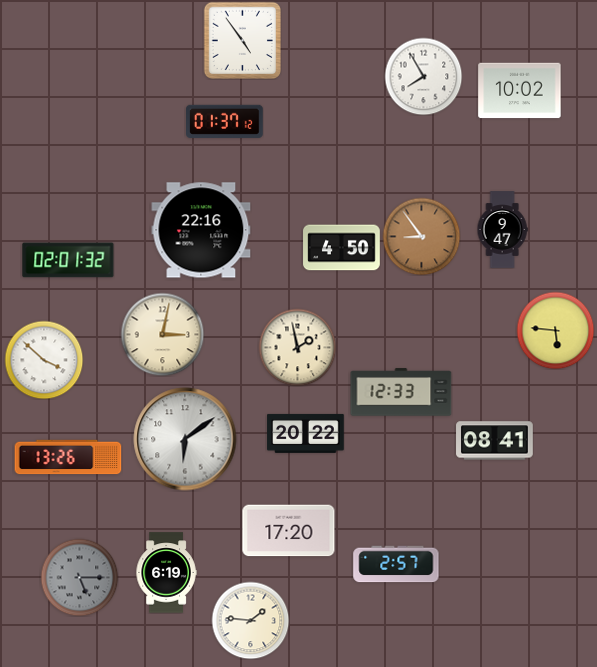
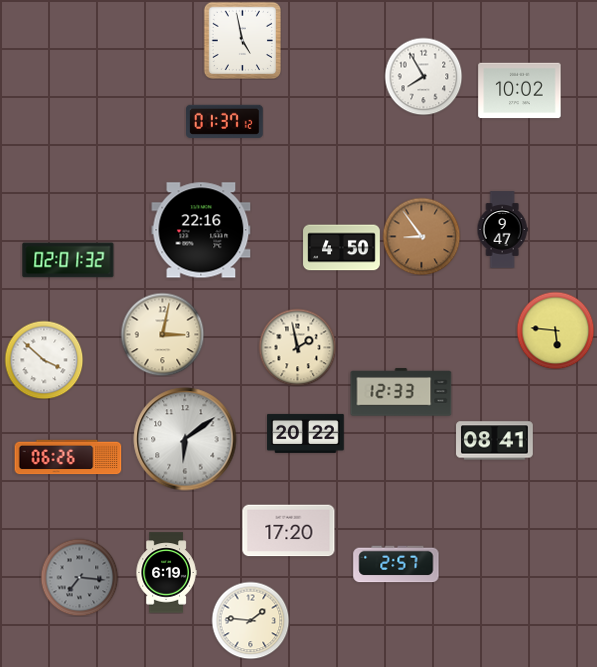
clock at (242, 40): 4:54 -> 4:58
clock at (68, 457): 13:26 -> 06:26
clock at (79, 577): 5:15 -> 7:16
